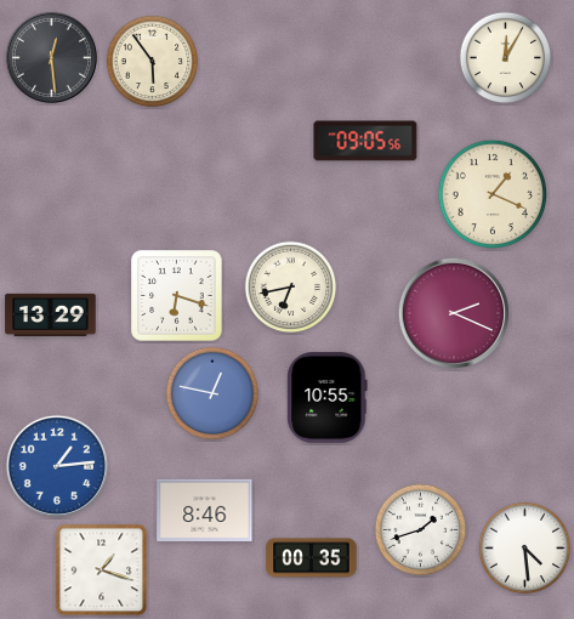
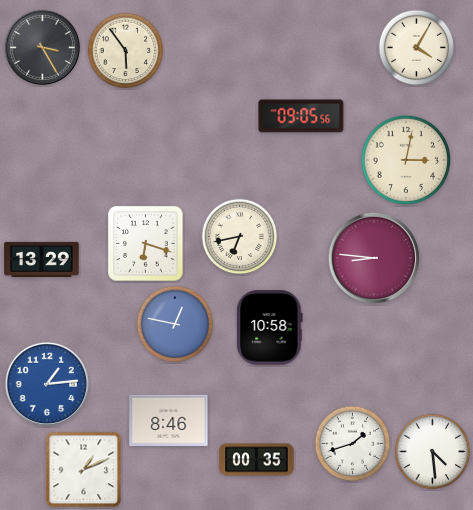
clock at (51, 57): 12:29 -> 3:25
clock at (506, 58): 12:05 -> 4:05
clock at (491, 193): 1:19 -> 3:02
clock at (453, 312): 2:19 -> 8:46
clock at (328, 398): 10:55 -> 10:58
clock at (421, 530) position: (421, 530) -> (353, 444)
clock at (102, 570): 1:18 -> 1:11
